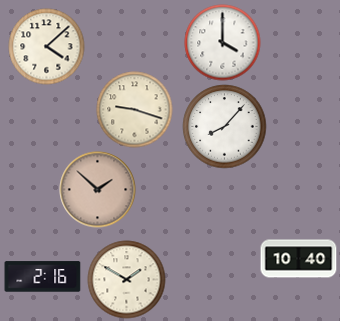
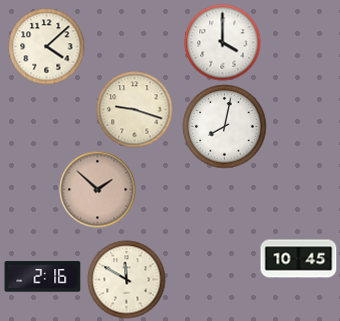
clock at (225, 127): 8:07 -> 8:02
clock at (299, 259): 10:40 -> 10:45
clock at (127, 280): 1:50 -> 11:50
